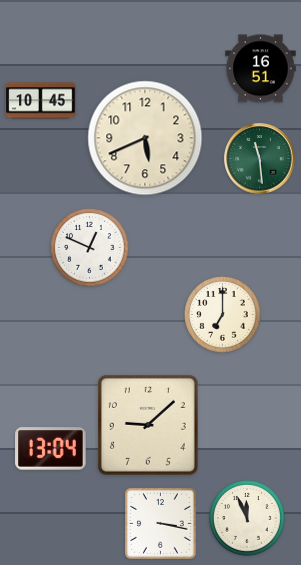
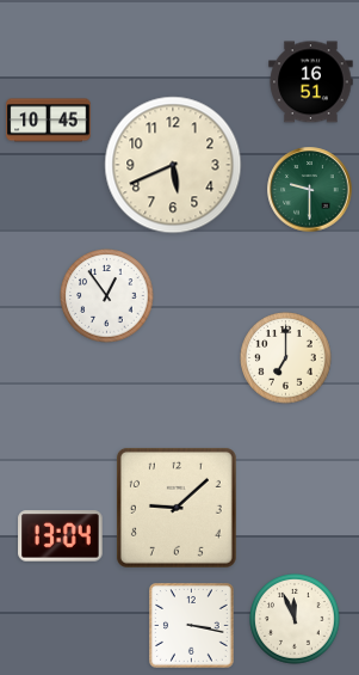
clock at (260, 159): 11:29 -> 9:30
clock at (90, 248): 12:49 -> 12:54
clock at (223, 315) position: (223, 315) -> (286, 358)
